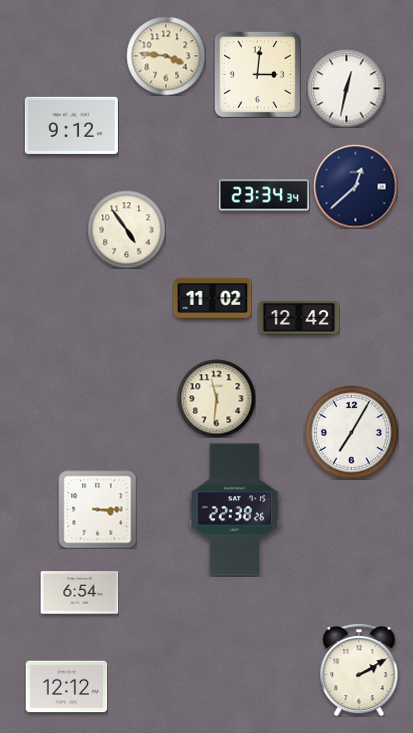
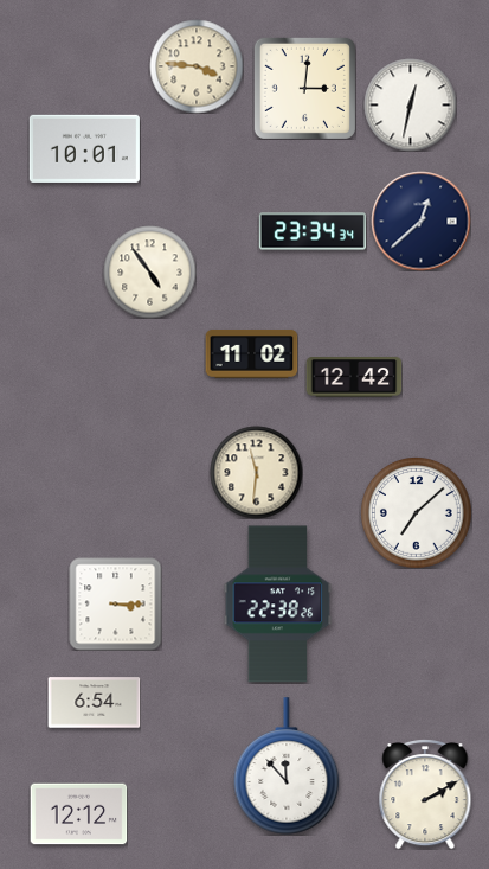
clock at (71, 125): 9:12 -> 10:01
clock at (352, 433): 7:05 -> 7:08
clock at (287, 766): none -> 11:53
